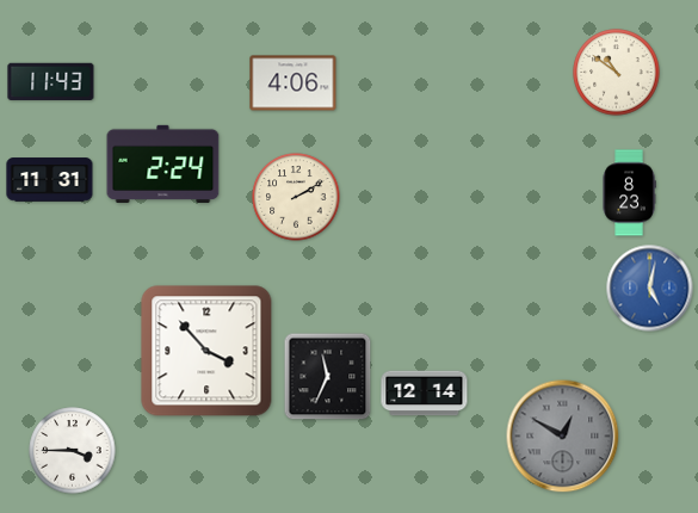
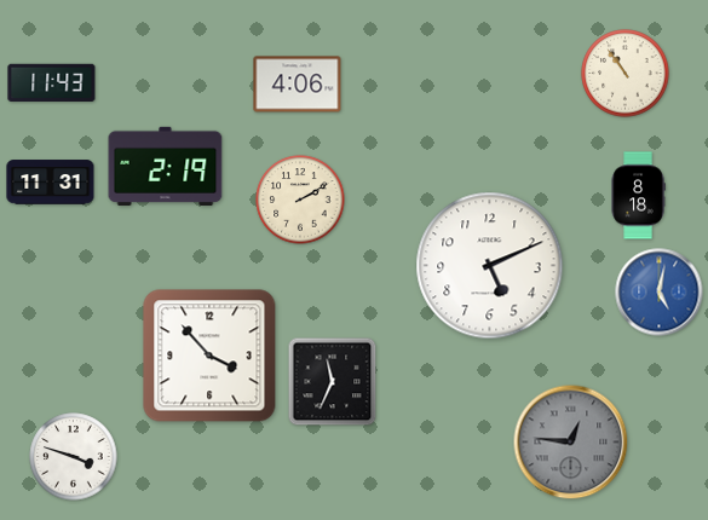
clock at (617, 73): 10:51 -> 10:54
clock at (163, 163): 2:24 -> 2:19
clock at (629, 193): 8:23 -> 8:18
clock at (490, 266): none -> 5:11
clock at (425, 394): 12:14 -> none
clock at (563, 437): 12:50 -> 12:46
clock at (73, 451): 3:45 -> 3:48
